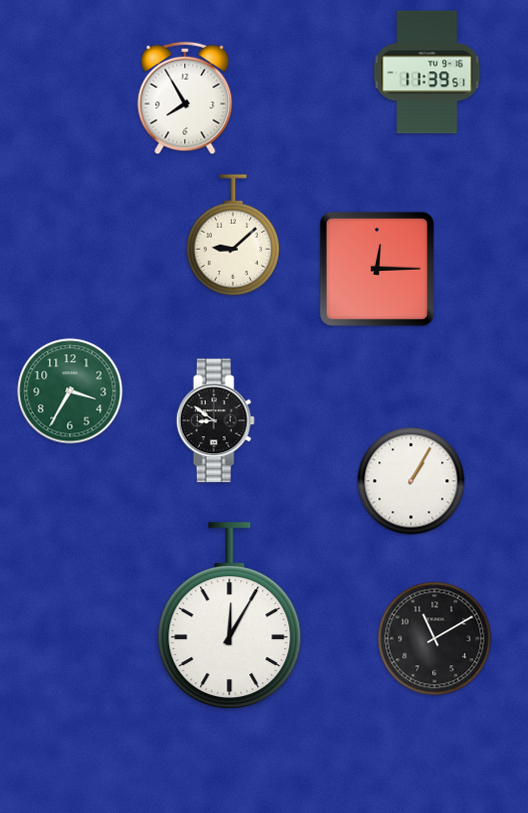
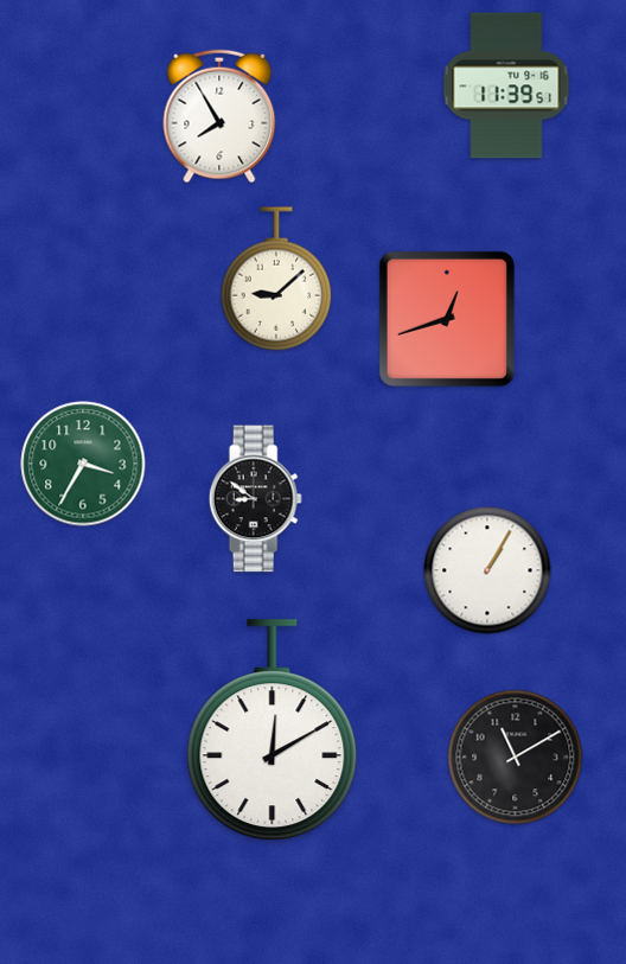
clock at (377, 269): 12:15 -> 12:42
clock at (230, 616): 12:05 -> 12:10
